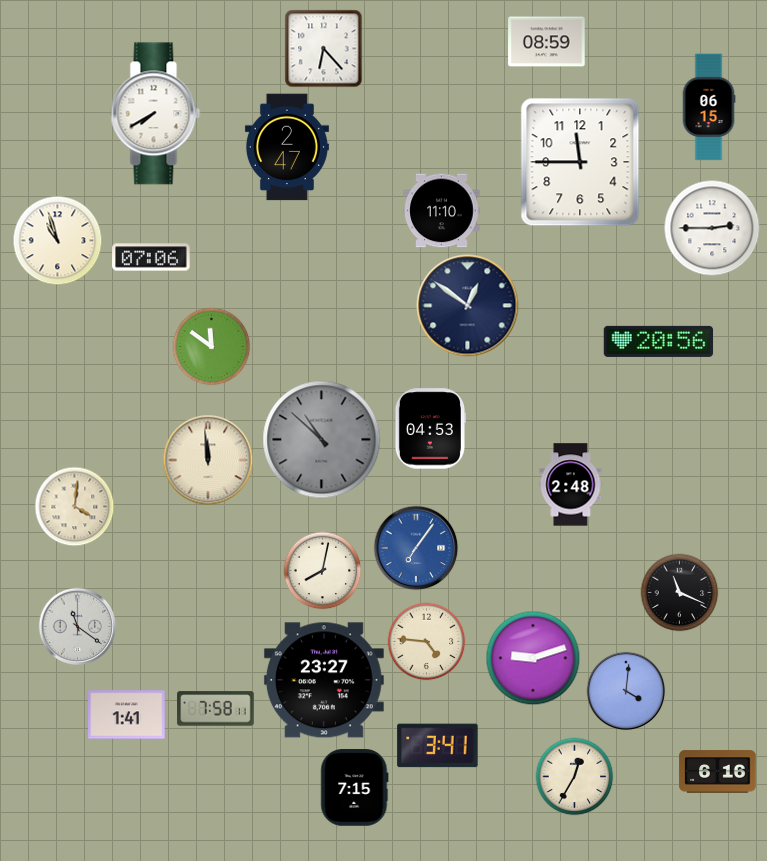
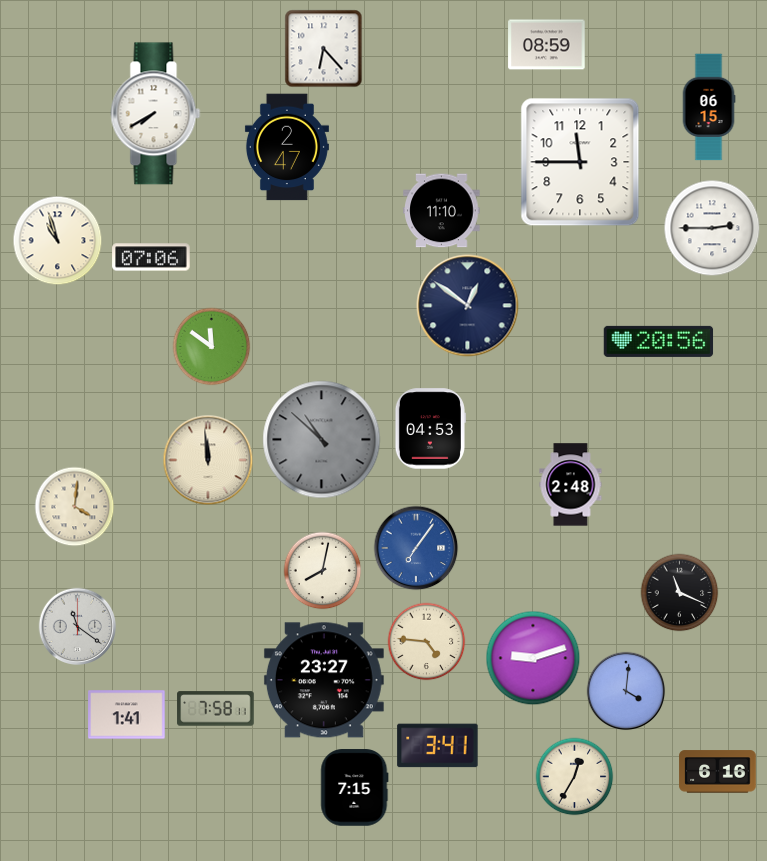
clock at (547, 42) position: (547, 42) -> (547, 45)
